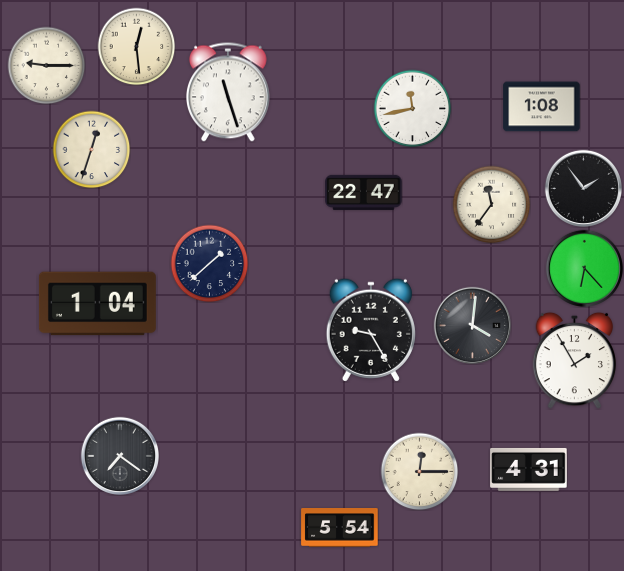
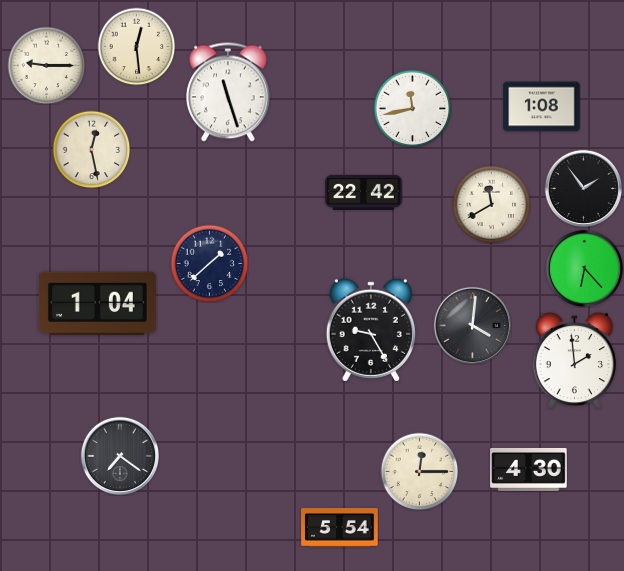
clock at (91, 149): 12:33 -> 12:28
clock at (364, 192): 22:47 -> 22:42
clock at (491, 204): 11:36 -> 11:40
clock at (575, 360): 1:55 -> 1:59
clock at (529, 469): 4:31 -> 4:30
